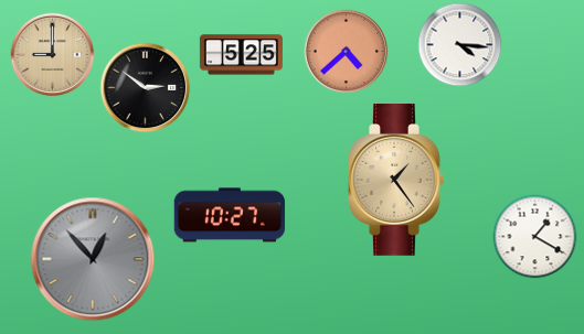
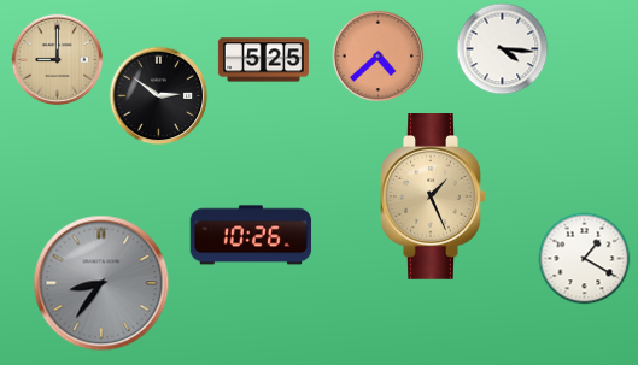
clock at (396, 181): 1:24 -> 1:26
clock at (230, 215): 10:27 -> 10:26
clock at (93, 259): 12:53 -> 8:36
